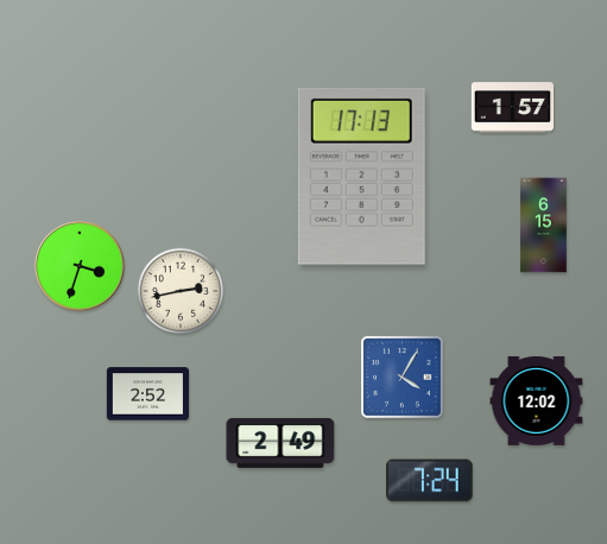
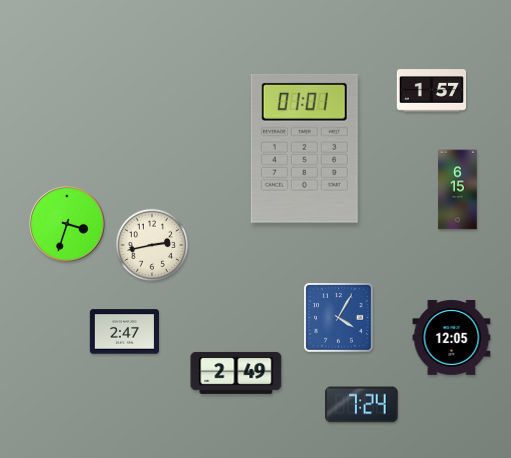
clock at (361, 176): 17:13 -> 01:01
clock at (147, 394): 2:52 -> 2:47
clock at (537, 400): 12:02 -> 12:05
